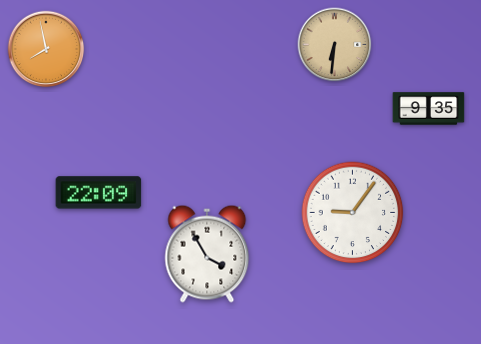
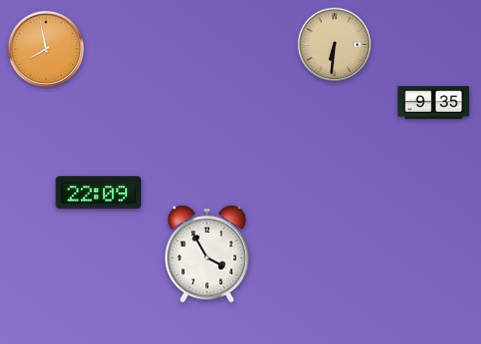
clock at (429, 109) position: (429, 109) -> (434, 103)
clock at (353, 213): 9:06 -> none
